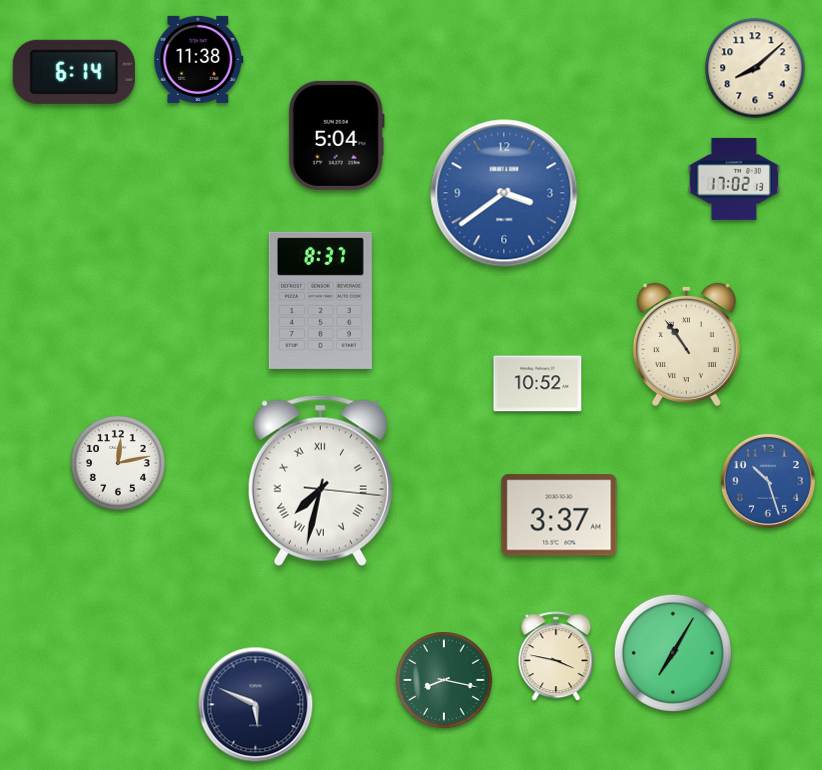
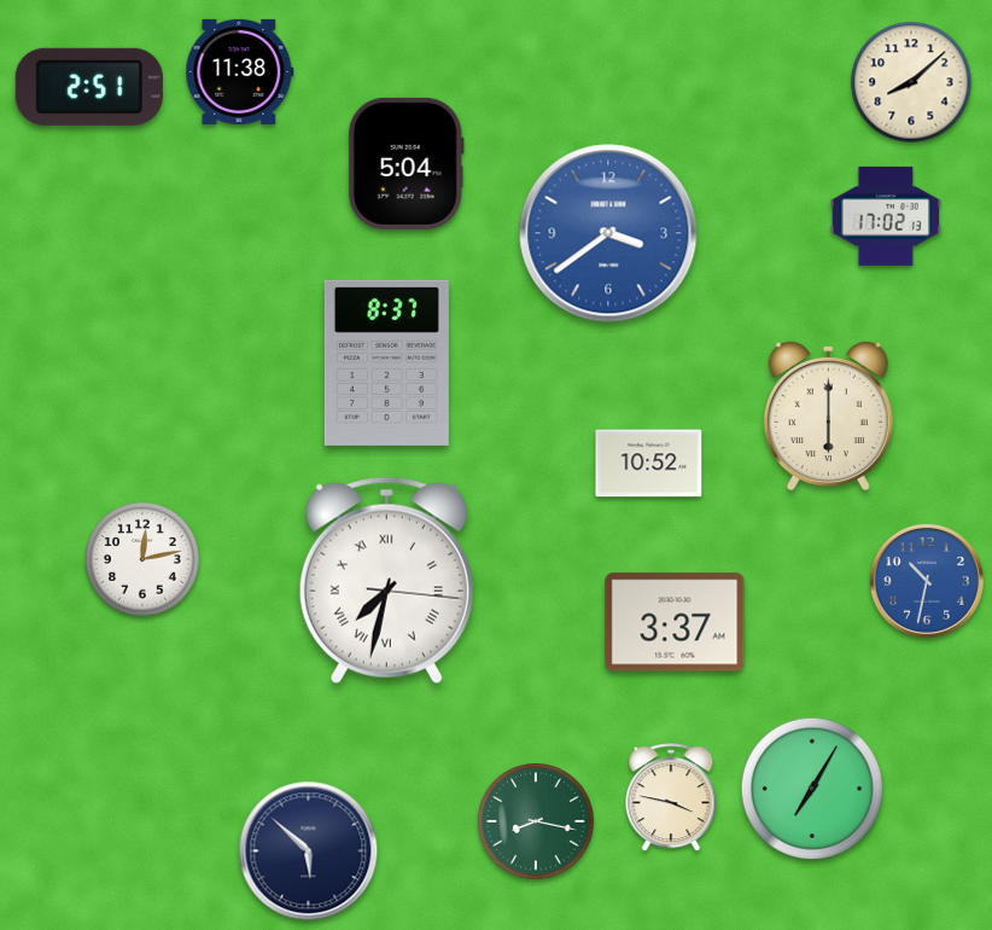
clock at (74, 72): 6:14 -> 2:51
clock at (686, 343): 10:54 -> 6:00
clock at (768, 481): 10:27 -> 10:32
clock at (556, 657) position: (556, 657) -> (671, 798)
clock at (256, 705): 5:49 -> 5:52
